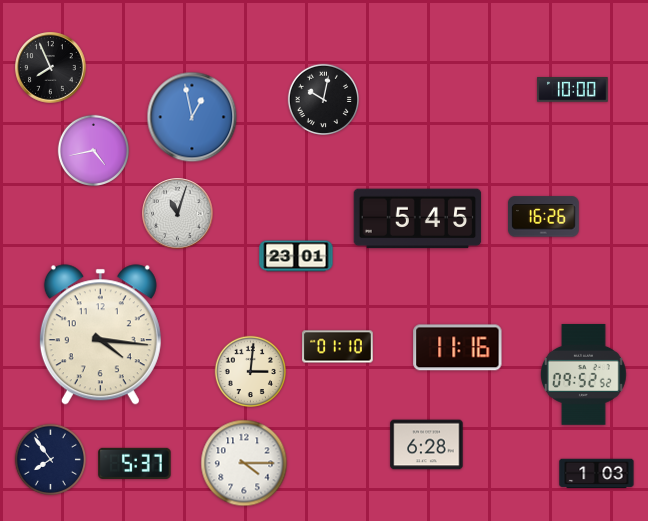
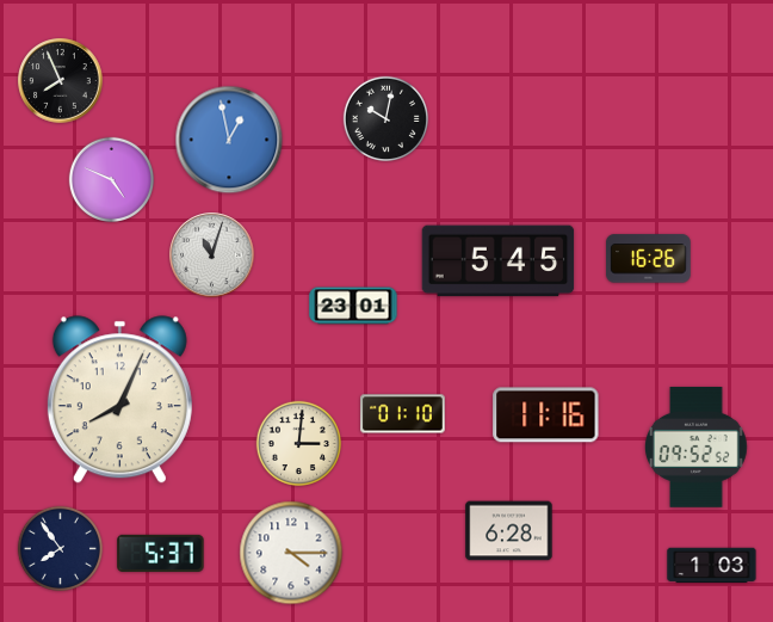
clock at (573, 90): 10:00 -> none
clock at (93, 150): 4:43 -> 4:49
clock at (100, 335): 4:16 -> 8:04
